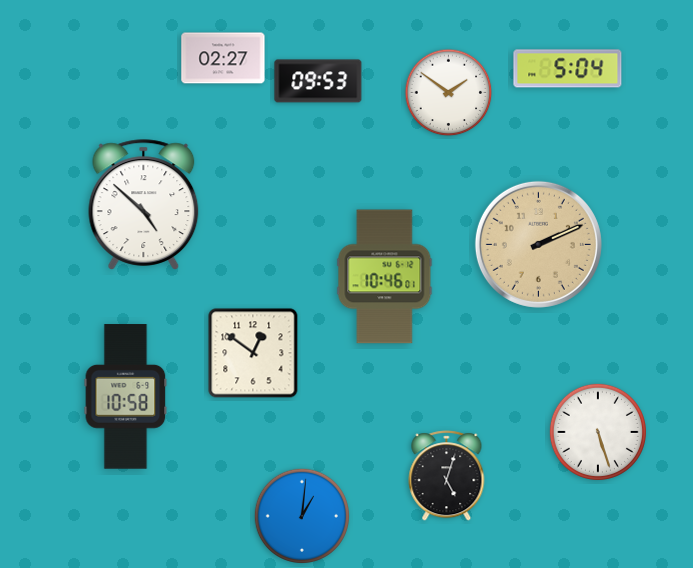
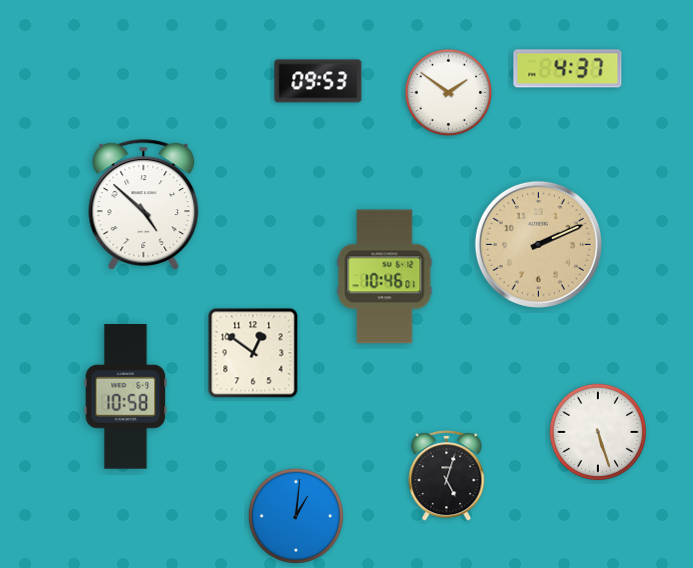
clock at (223, 58): 02:27 -> none
clock at (568, 69): 5:04 -> 4:37
clock at (301, 515) position: (301, 515) -> (295, 515)
